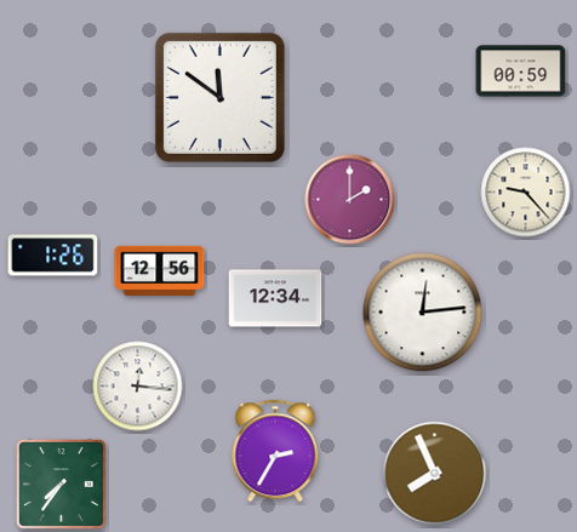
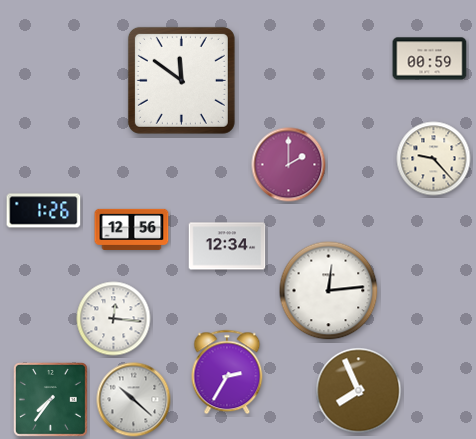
clock at (160, 270) position: (160, 270) -> (132, 229)
clock at (423, 313) position: (423, 313) -> (329, 291)
clock at (134, 400): none -> 10:22
